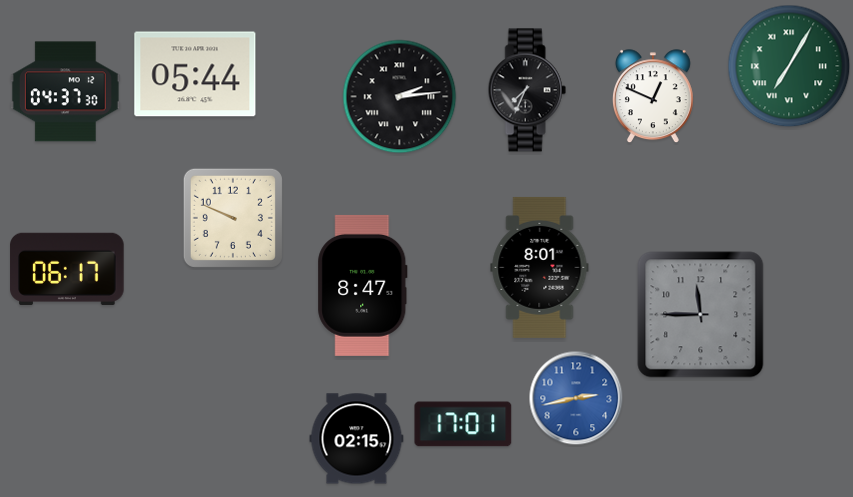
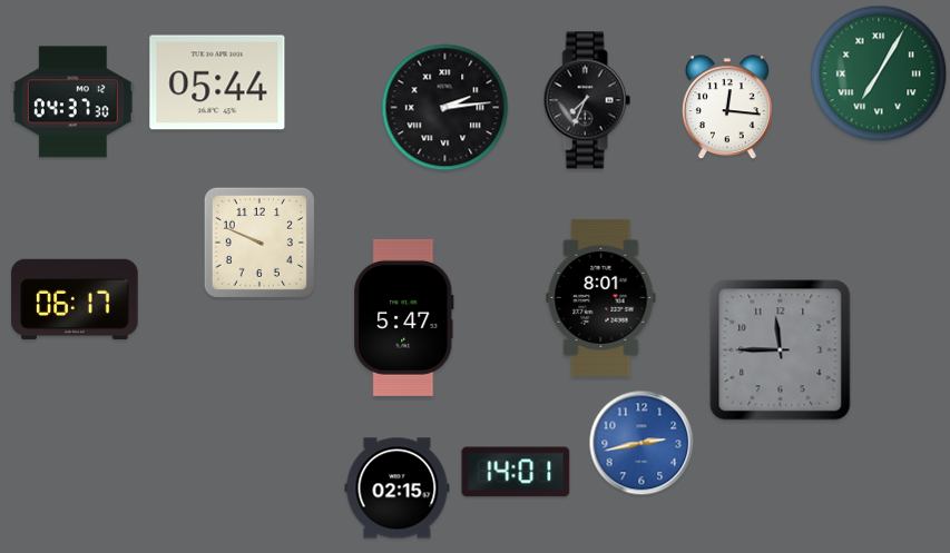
clock at (653, 97): 12:49 -> 12:16
clock at (363, 285): 8:47 -> 5:47
clock at (463, 424): 17:01 -> 14:01
